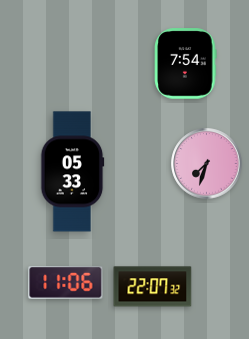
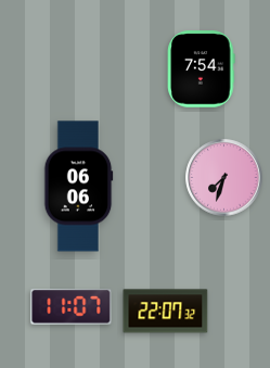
clock at (72, 172): 05:33 -> 06:06
clock at (66, 283): 11:06 -> 11:07
